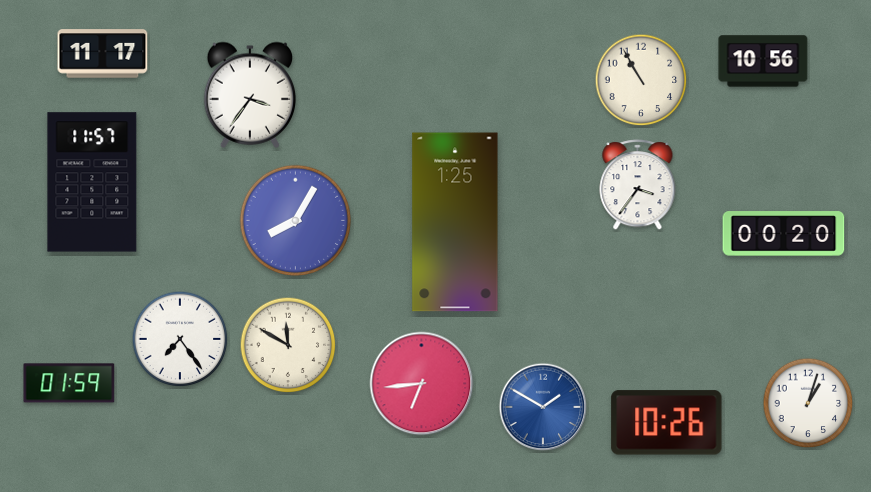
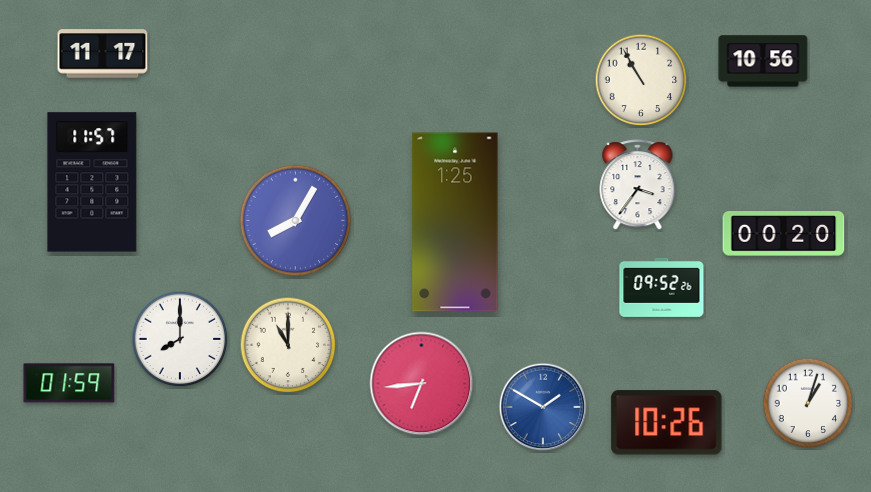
clock at (249, 95): 3:36 -> none
clock at (662, 287): none -> 09:52
clock at (180, 339): 7:24 -> 8:00
clock at (288, 345): 11:50 -> 11:00
